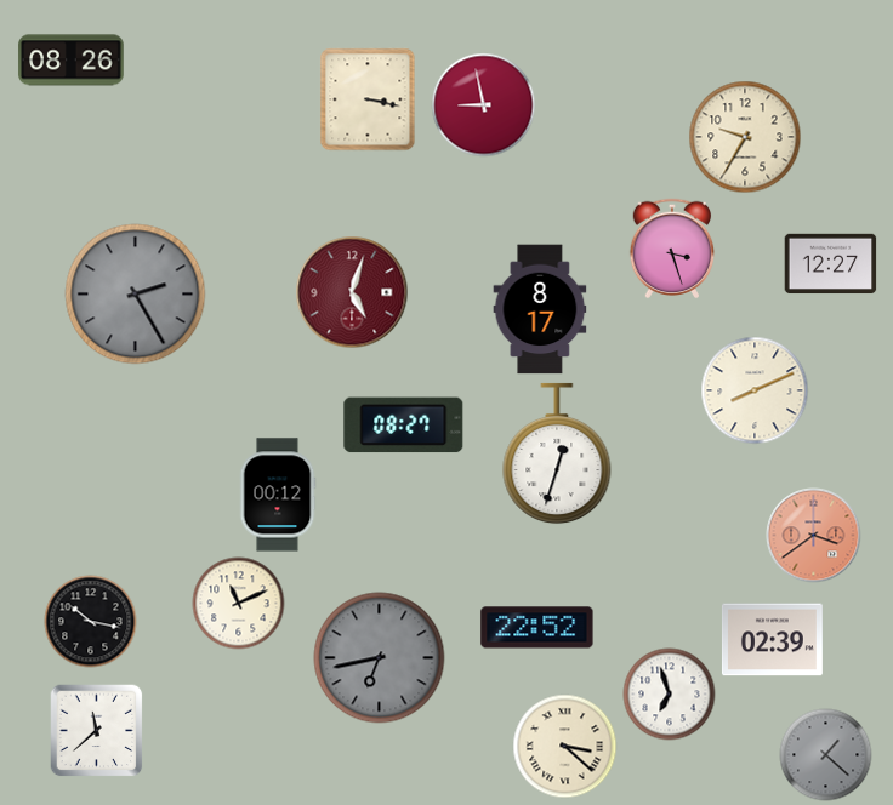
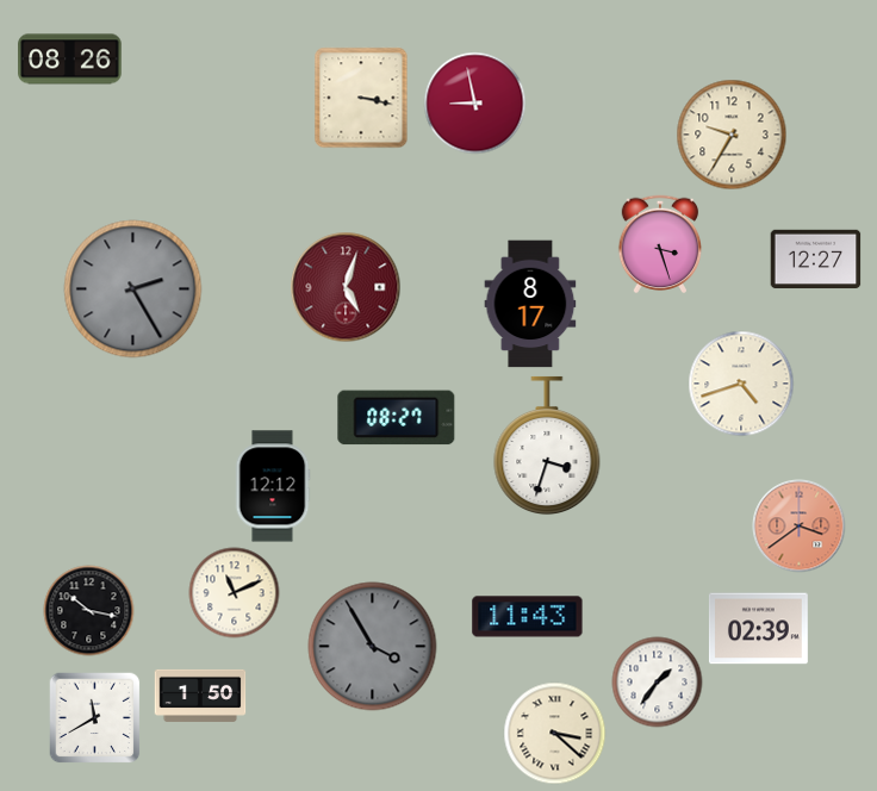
clock at (755, 390): 8:11 -> 4:42
clock at (557, 453): 12:33 -> 3:33
clock at (278, 495): 00:12 -> 12:12
clock at (537, 628): 22:52 -> 11:43
clock at (380, 658): 6:43 -> 3:55
clock at (670, 695): 6:57 -> 1:36
clock at (200, 696): none -> 1:50
clock at (96, 730): 11:38 -> 11:40
clock at (826, 755): 1:22 -> none
